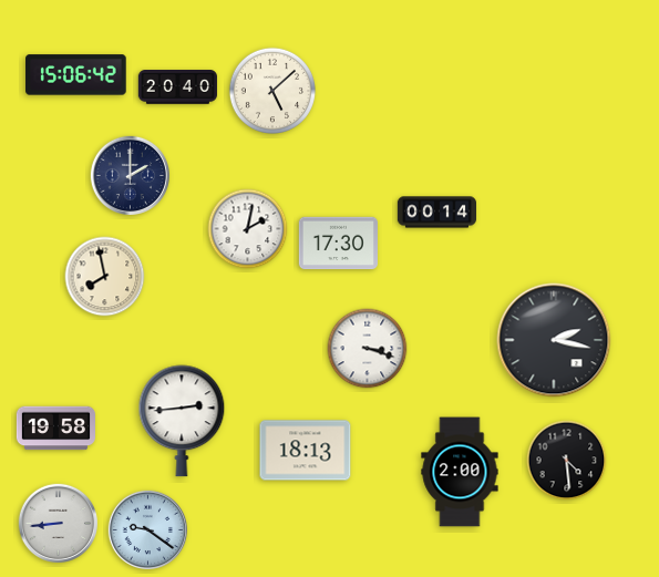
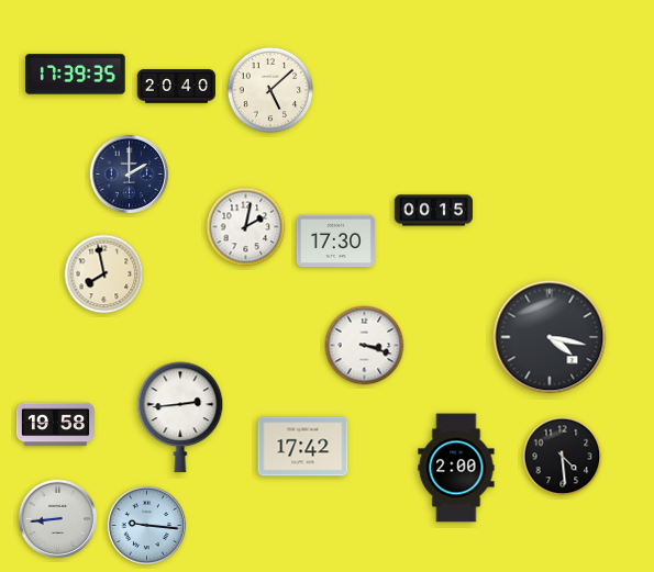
clock at (76, 75): 15:06 -> 17:39
clock at (436, 213): 00:14 -> 00:15
clock at (554, 340): 2:17 -> 4:17
clock at (306, 451): 18:13 -> 17:42
clock at (147, 529): 9:21 -> 9:16
